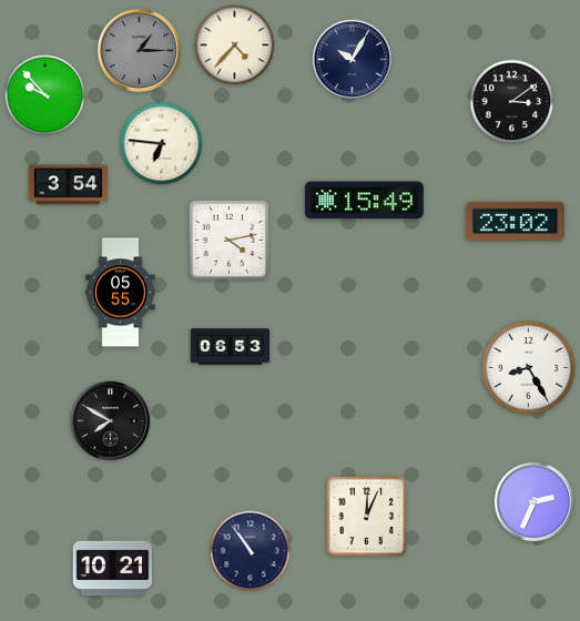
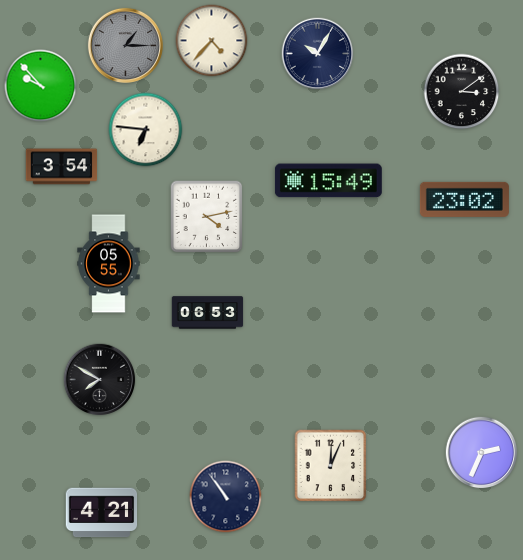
clock at (528, 367): 8:25 -> none
clock at (113, 569): 10:21 -> 4:21
